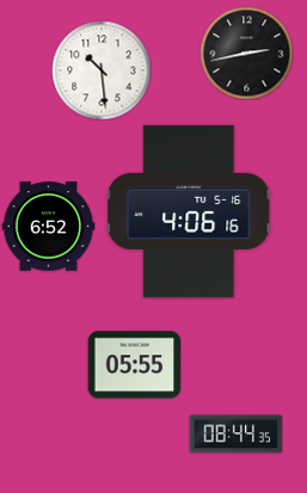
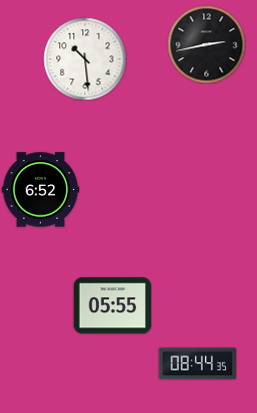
clock at (190, 211): 4:06 -> none
